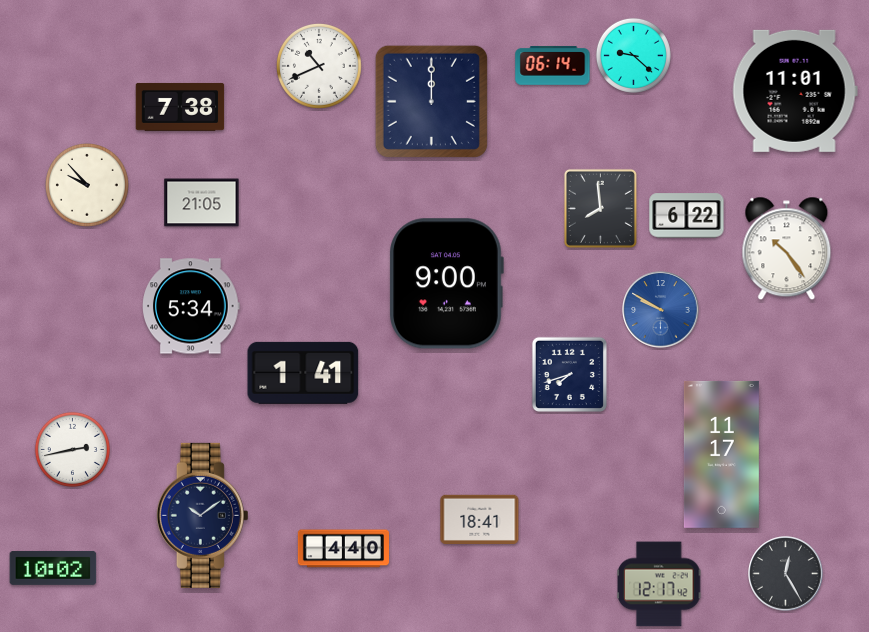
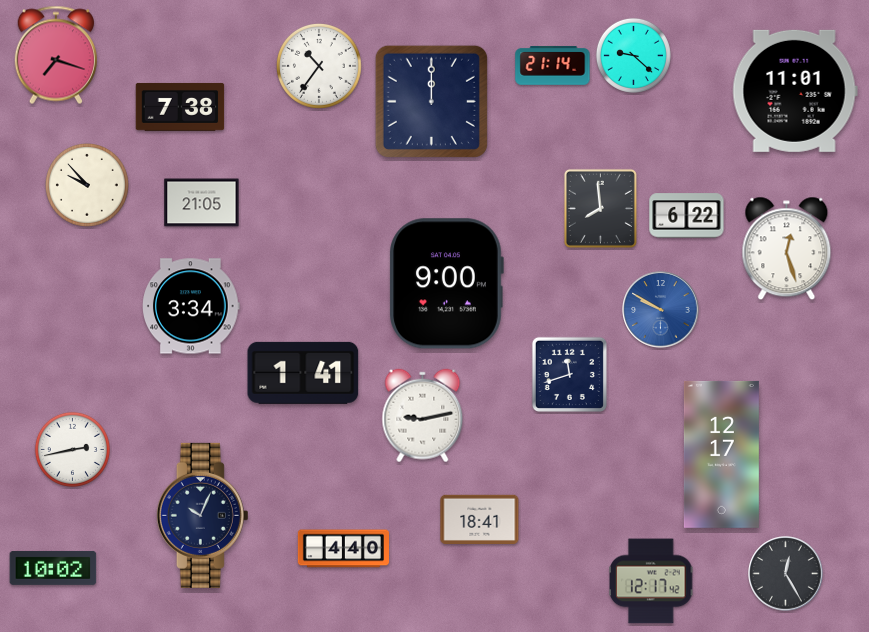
clock at (55, 55): none -> 7:18
clock at (319, 66): 10:41 -> 10:36
clock at (553, 66): 06:14 -> 21:14
clock at (787, 249): 10:24 -> 12:27
clock at (192, 306): 5:34 -> 3:34
clock at (569, 374): 7:42 -> 11:42
clock at (423, 416): none -> 9:13
clock at (721, 454): 11:17 -> 12:17
clock at (202, 515): 10:09 -> 10:04
clock at (659, 584) position: (659, 584) -> (651, 581)
